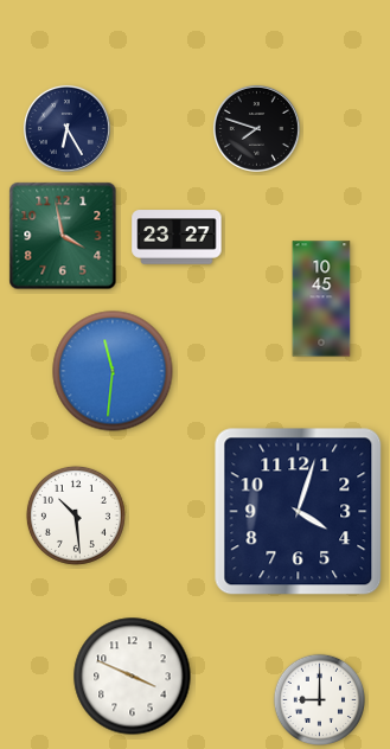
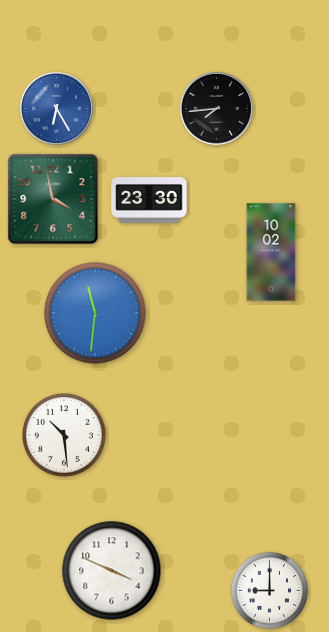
clock at (66, 128) dial: navy -> blue
clock at (256, 128): 7:48 -> 7:44
clock at (177, 237): 23:27 -> 23:30
clock at (321, 299): 10:45 -> 10:02
clock at (299, 512): 4:03 -> none
